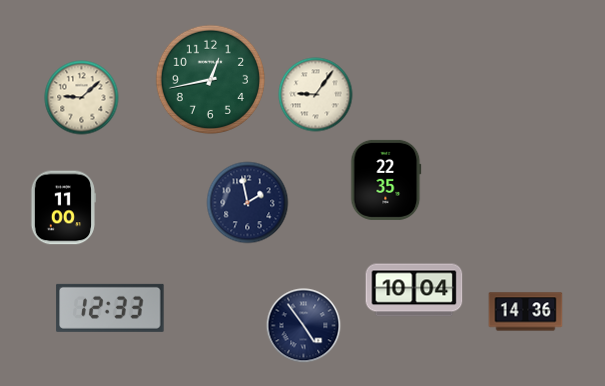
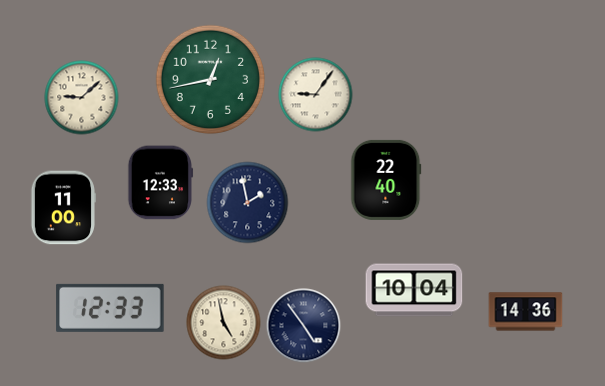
clock at (386, 180): 22:35 -> 22:40
clock at (161, 183): none -> 12:33
clock at (224, 323): none -> 4:58
